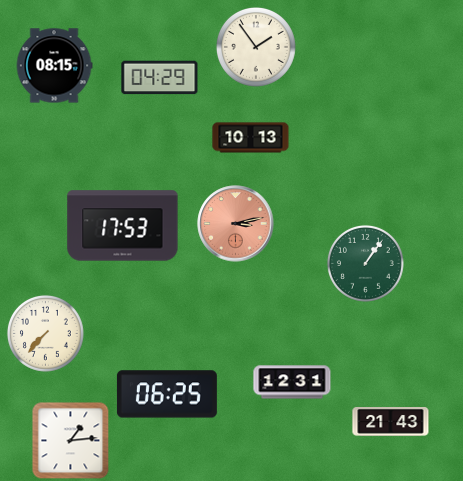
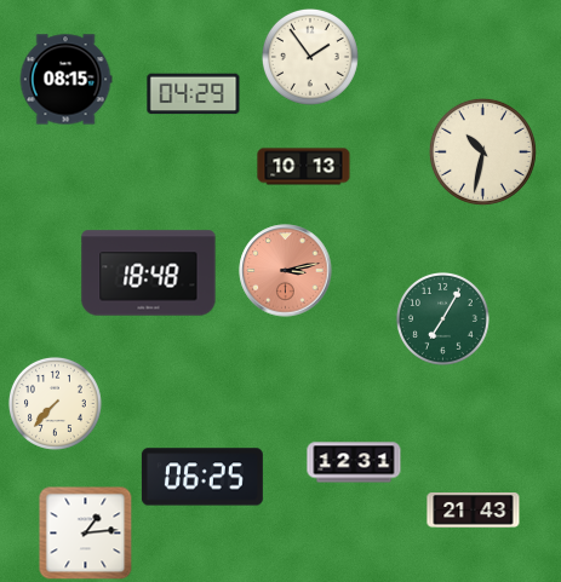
clock at (482, 151): none -> 10:32
clock at (123, 226): 17:53 -> 18:48
clock at (365, 263): 1:06 -> 7:05
